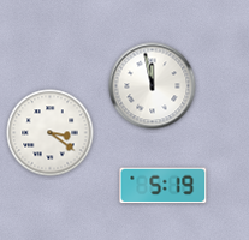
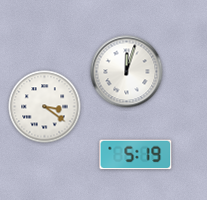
clock at (153, 86): 11:58 -> 12:03
clock at (51, 133) position: (51, 133) -> (45, 107)
